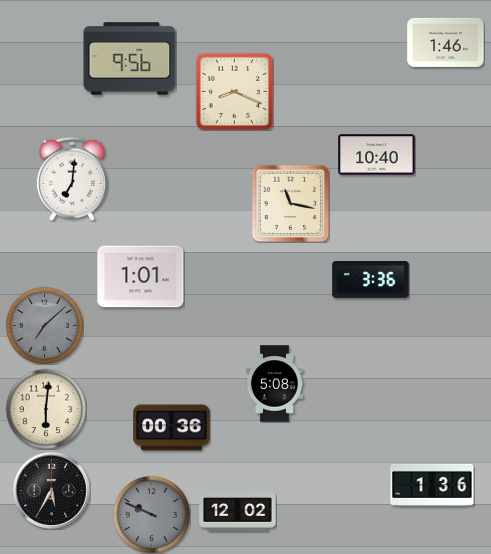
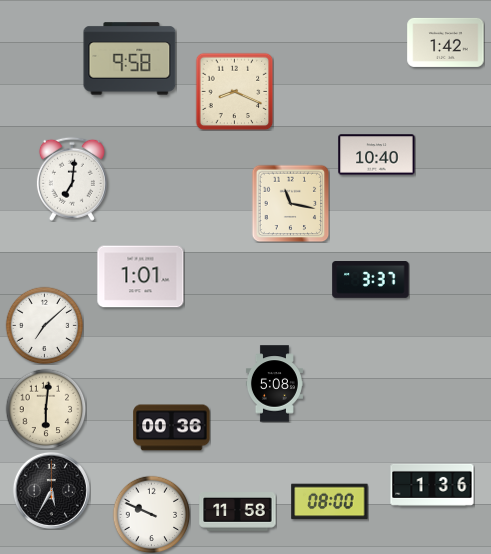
clock at (446, 42): 1:46 -> 1:42
clock at (130, 59): 9:56 -> 9:58
clock at (371, 280): 3:36 -> 3:37
clock at (44, 325) dial: grey -> white
clock at (330, 502): none -> 08:00
clock at (238, 512): 12:02 -> 11:58
clock at (151, 514) dial: grey -> white
